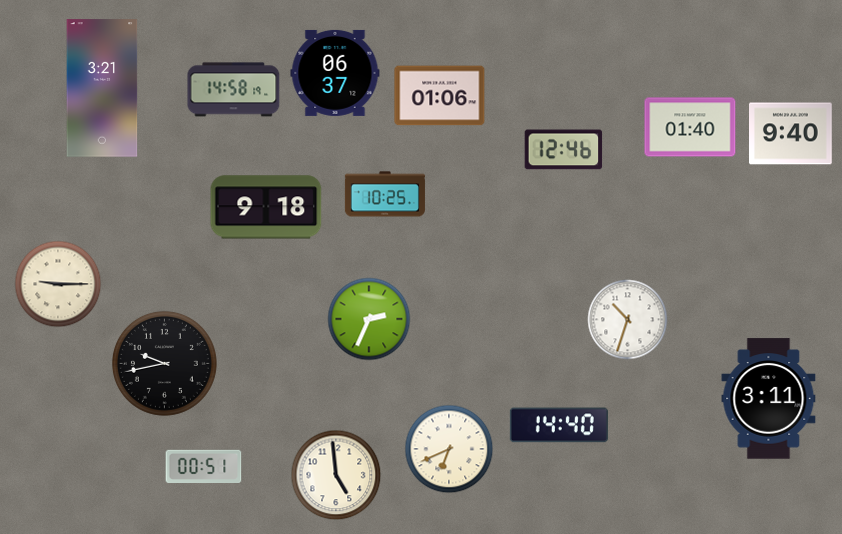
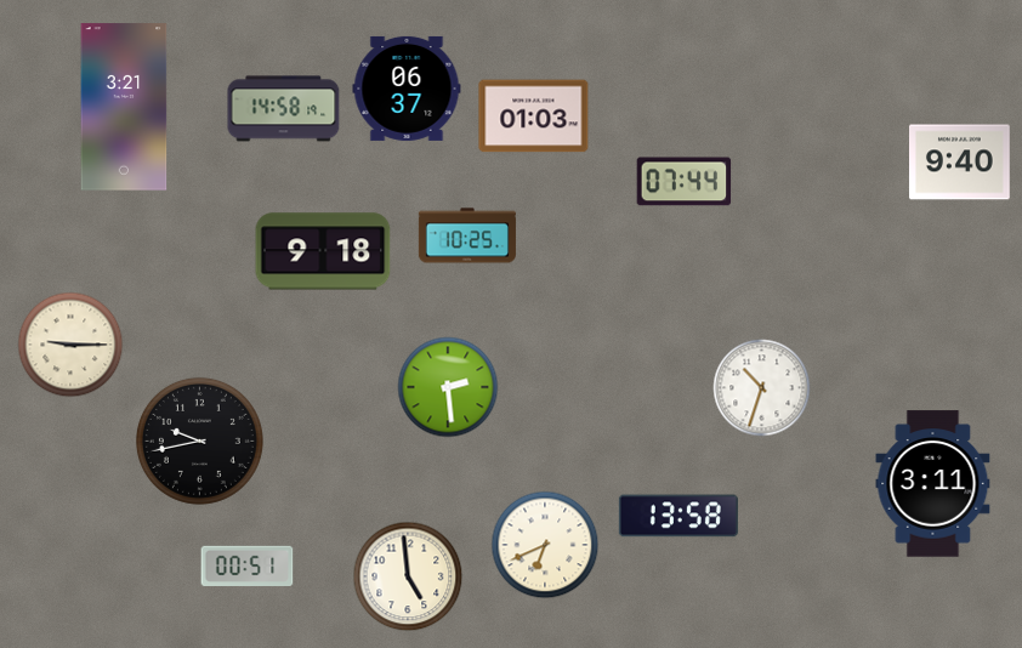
clock at (440, 96): 01:06 -> 01:03
clock at (690, 127): 01:40 -> none
clock at (564, 150): 12:46 -> 07:44
clock at (369, 319): 2:34 -> 2:29
clock at (559, 425): 14:40 -> 13:58
